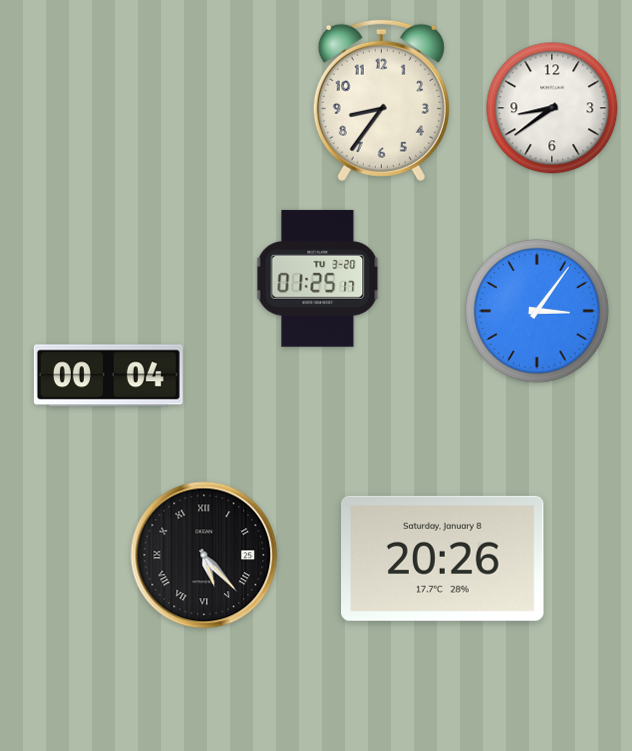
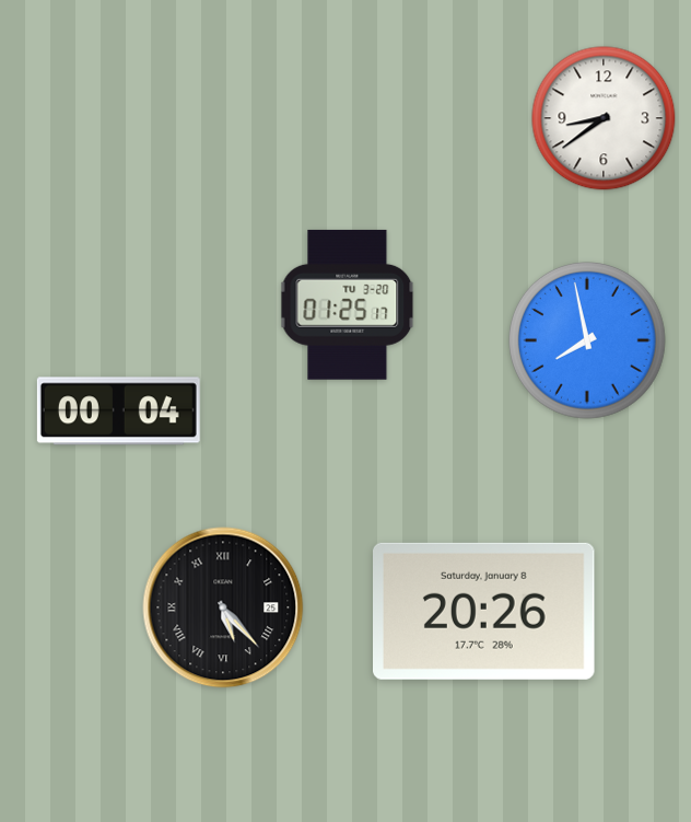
clock at (381, 100): 8:36 -> none
clock at (538, 312): 3:06 -> 7:58
